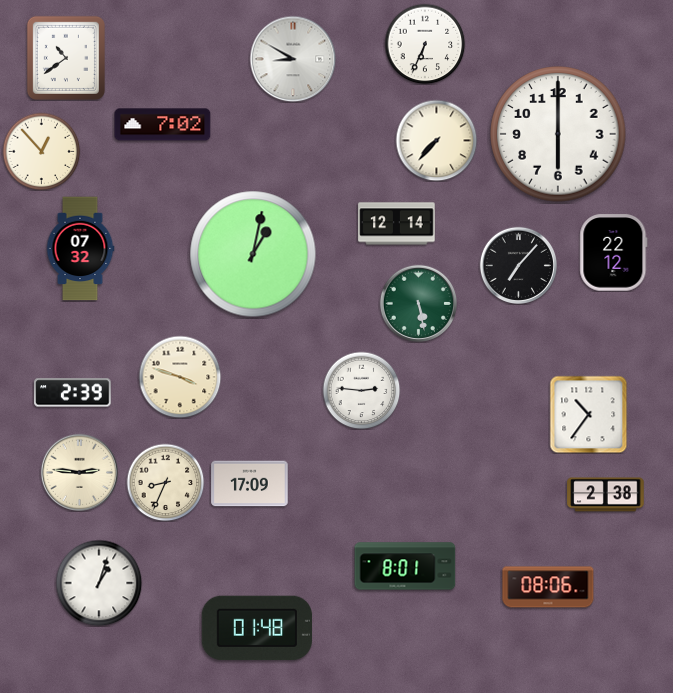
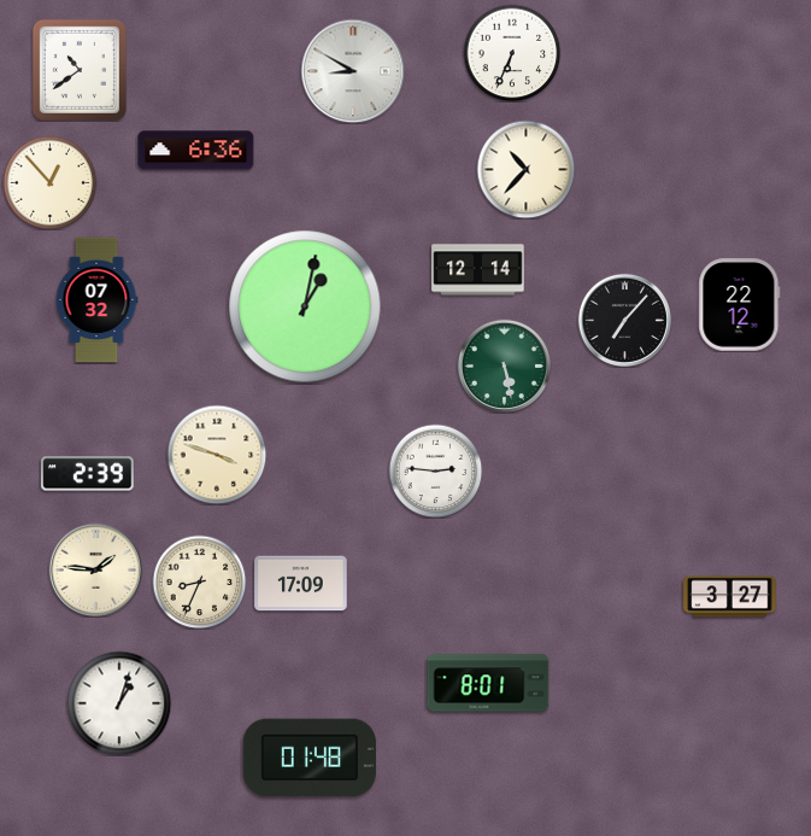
clock at (163, 125): 7:02 -> 6:36
clock at (558, 134): 6:00 -> none
clock at (436, 140): 7:37 -> 10:37
clock at (588, 414): 10:36 -> none
clock at (79, 472): 2:46 -> 1:46
clock at (606, 495): 2:38 -> 3:27
clock at (548, 587): 08:06 -> none
